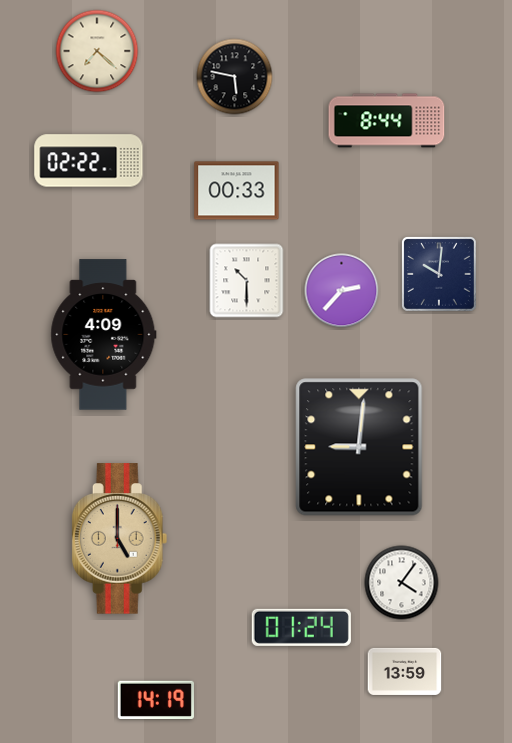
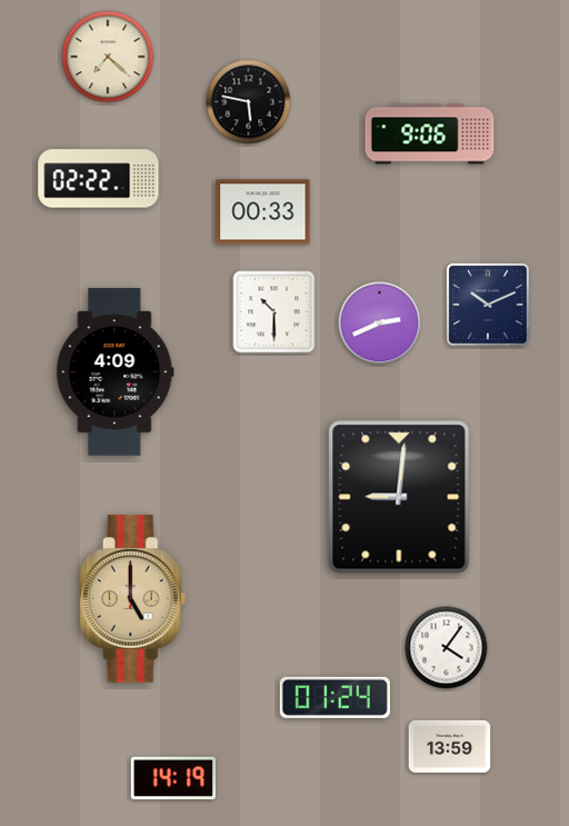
clock at (235, 77) position: (235, 77) -> (249, 102)
clock at (387, 121): 8:44 -> 9:06
clock at (439, 274): 10:01 -> 10:11
clock at (342, 291): 2:37 -> 2:41
